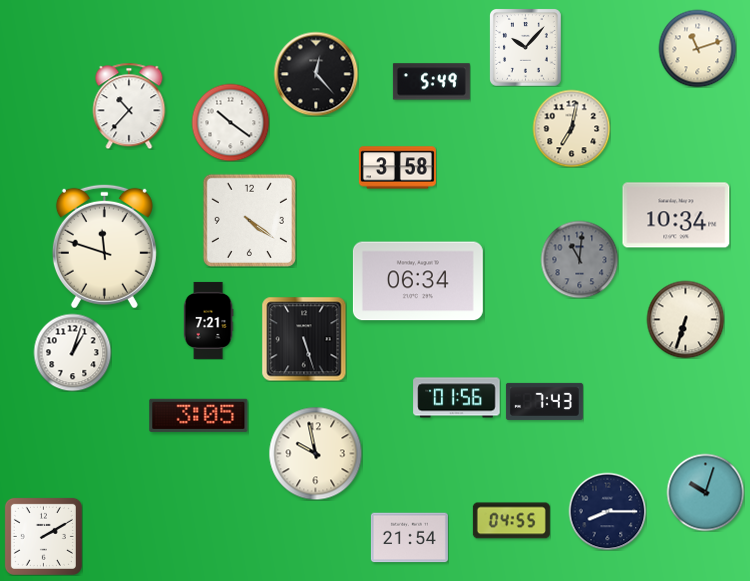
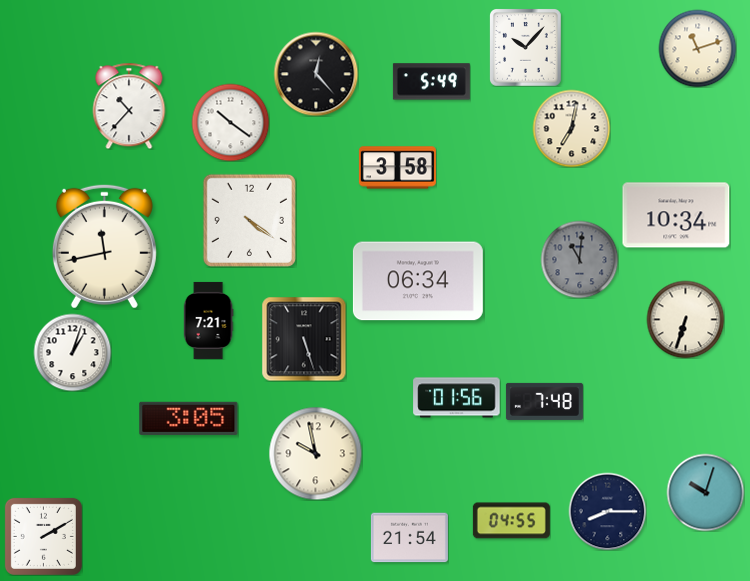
clock at (104, 246): 11:48 -> 11:43
clock at (544, 401): 7:43 -> 7:48
clock at (199, 415) position: (199, 415) -> (189, 418)
